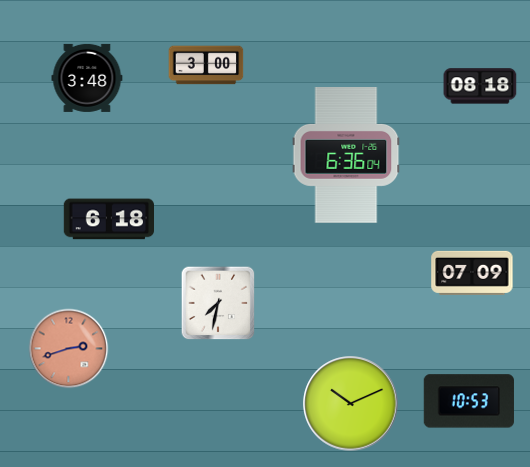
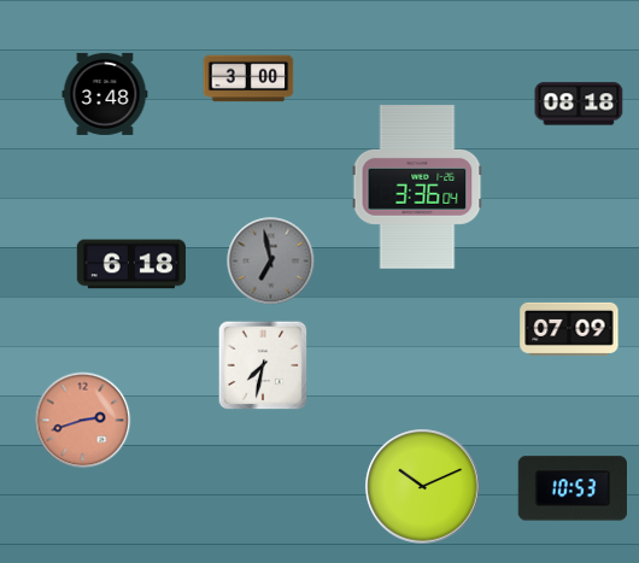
clock at (346, 156): 6:36 -> 3:36
clock at (271, 262): none -> 6:58
clock at (469, 401) position: (469, 401) -> (573, 488)
